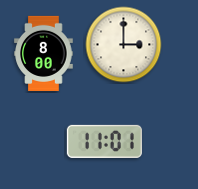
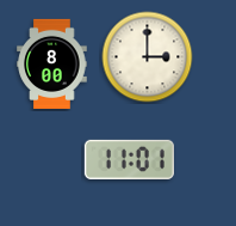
clock at (124, 45) position: (124, 45) -> (148, 57)
clock at (104, 141) position: (104, 141) -> (129, 159)
